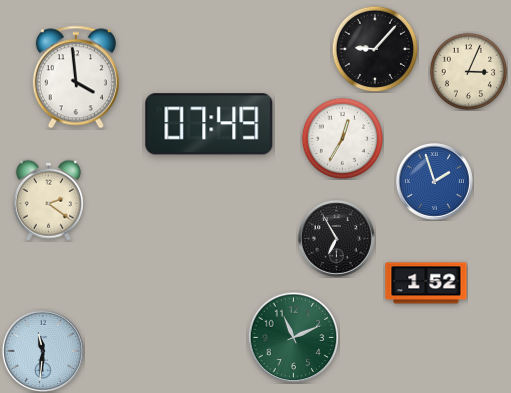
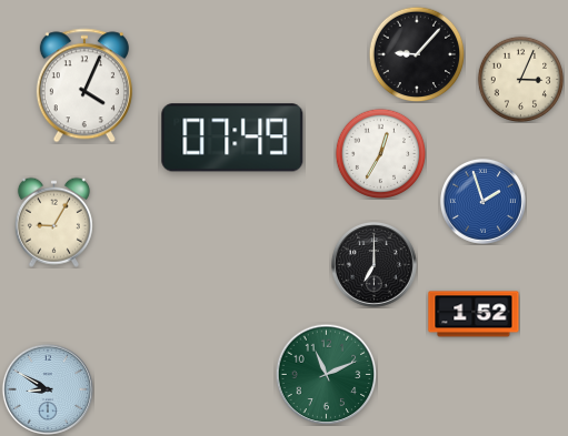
clock at (76, 77): 3:59 -> 4:04
clock at (48, 200): 2:21 -> 9:05
clock at (336, 238): 6:55 -> 7:00
clock at (43, 351): 11:31 -> 8:50
